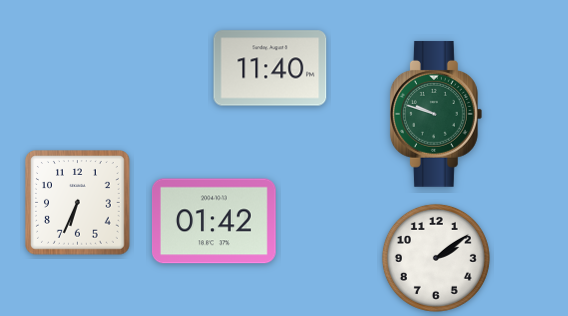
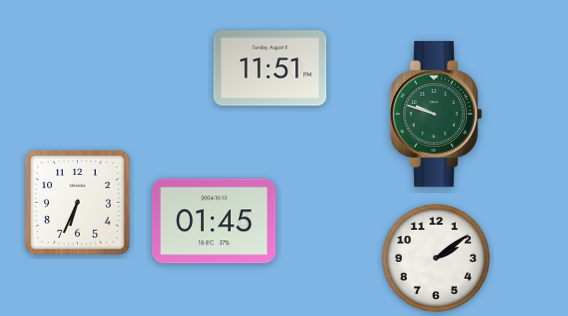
clock at (270, 68): 11:40 -> 11:51
clock at (214, 221): 01:42 -> 01:45
